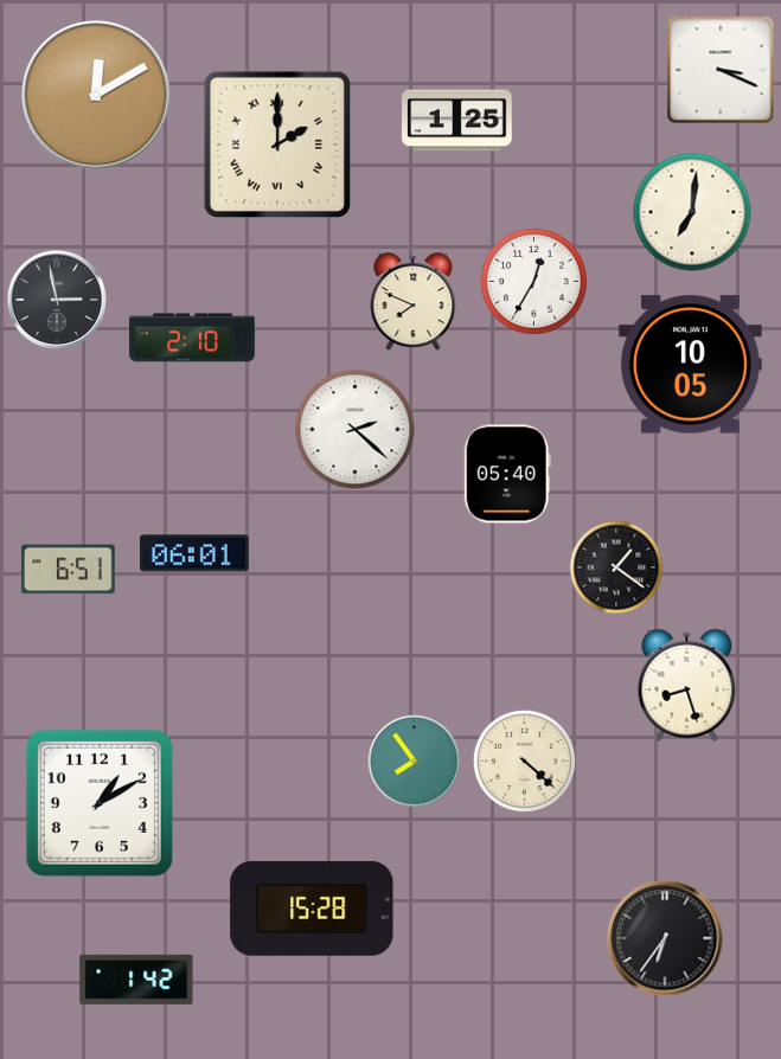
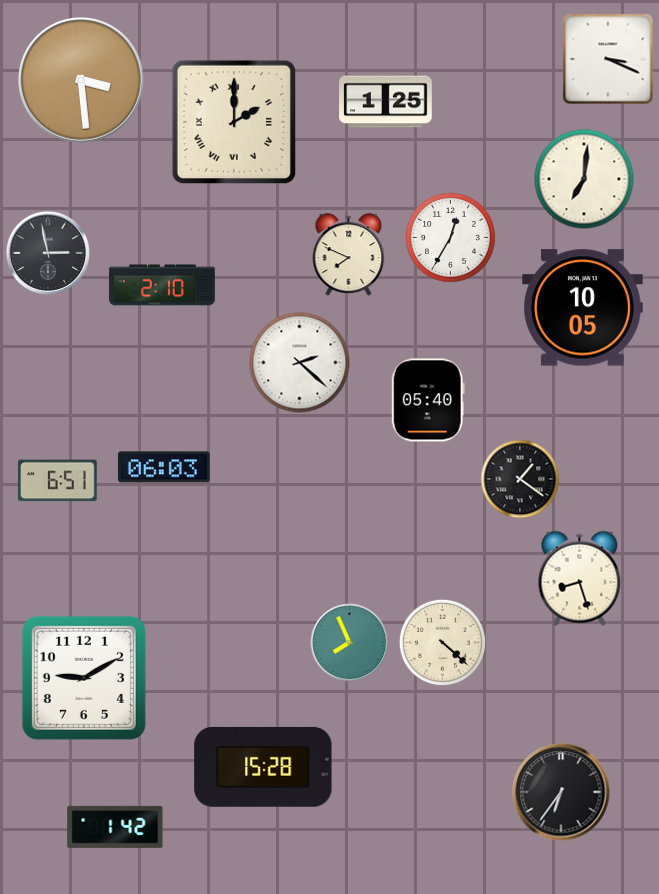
clock at (97, 96): 12:10 -> 3:29
clock at (194, 553): 06:01 -> 06:03
clock at (415, 762): 7:54 -> 7:56
clock at (100, 803): 1:10 -> 9:10
